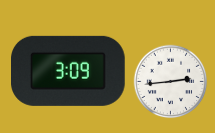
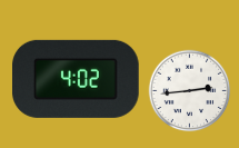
clock at (69, 71): 3:09 -> 4:02
